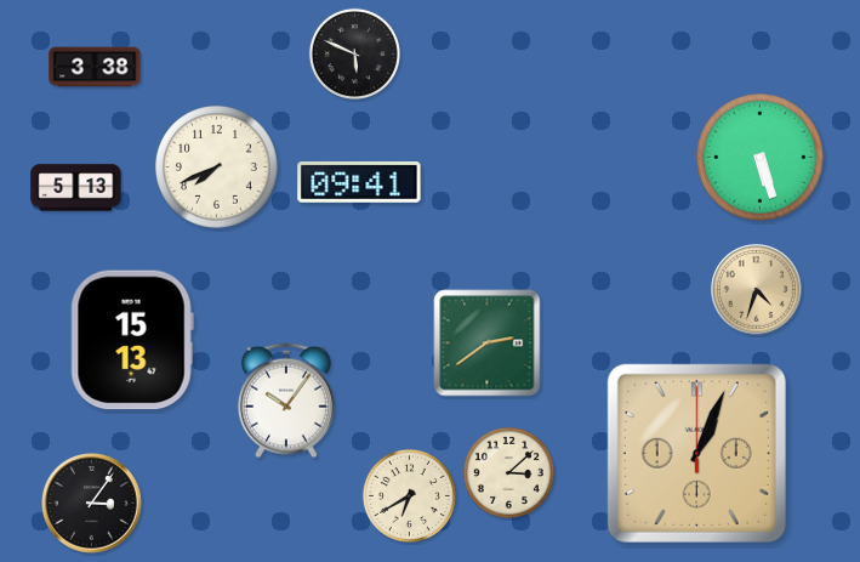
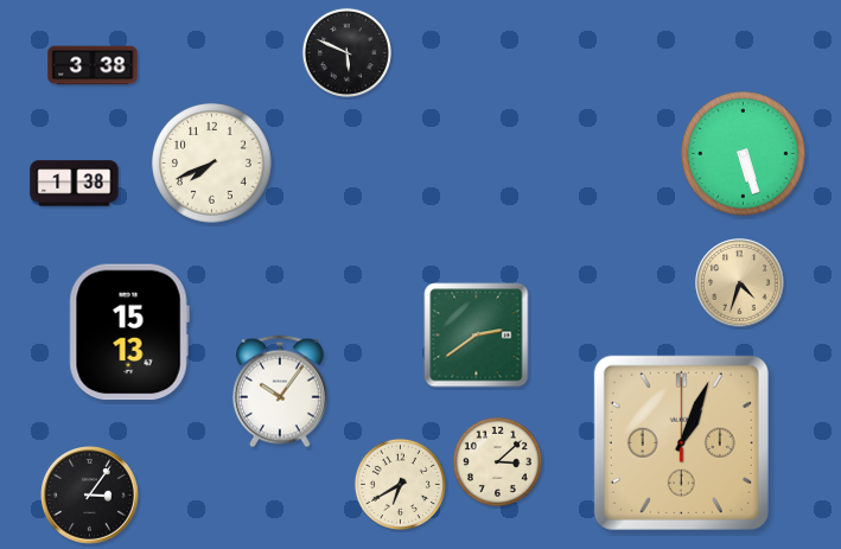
clock at (359, 182): 09:41 -> none
clock at (76, 188): 5:13 -> 1:38
clock at (92, 504) position: (92, 504) -> (90, 496)
